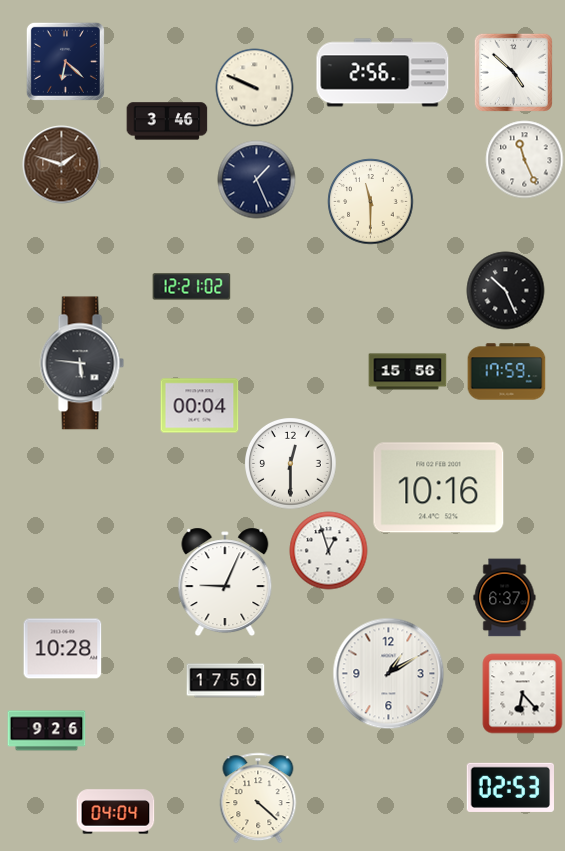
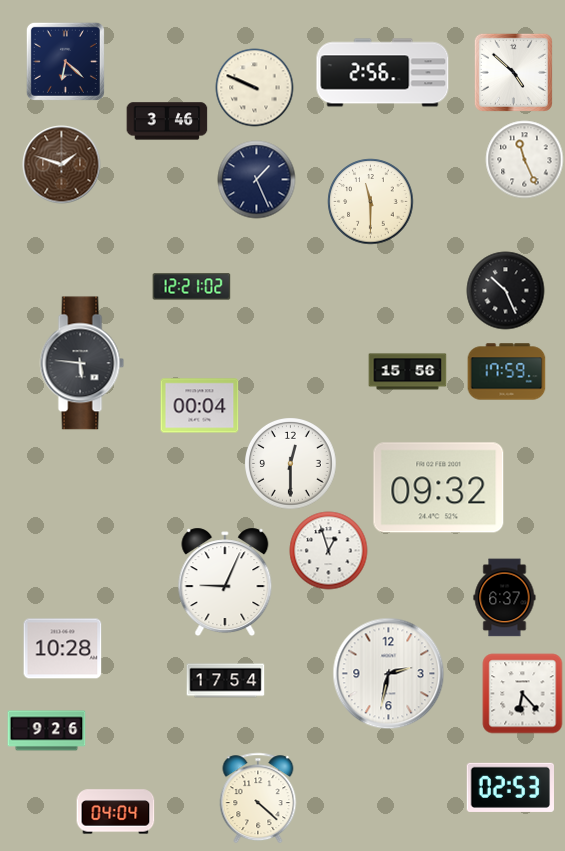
clock at (439, 488): 10:16 -> 09:32
clock at (388, 673): 1:10 -> 2:32
clock at (225, 681): 17:50 -> 17:54
